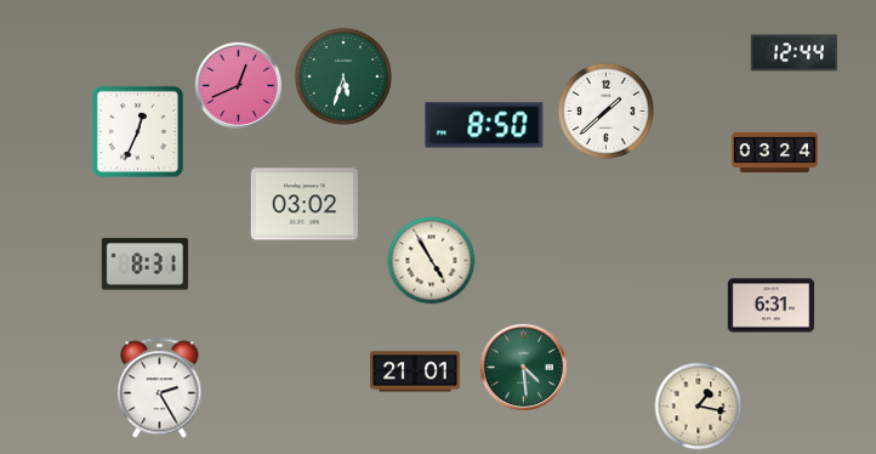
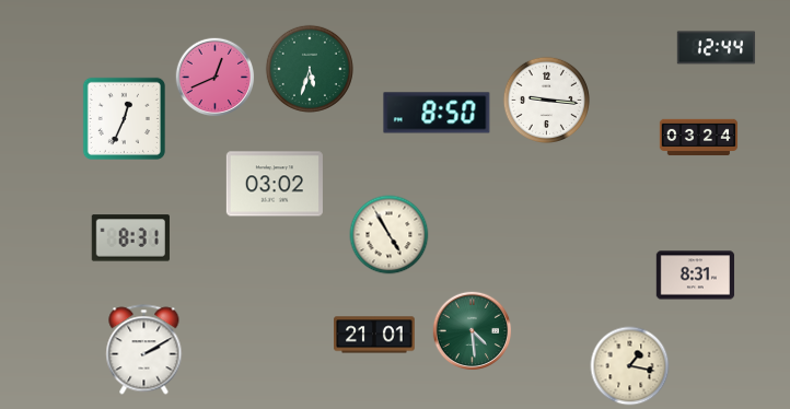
clock at (605, 110): 1:38 -> 9:16
clock at (772, 306): 6:31 -> 8:31
clock at (160, 388): 2:25 -> 2:10
